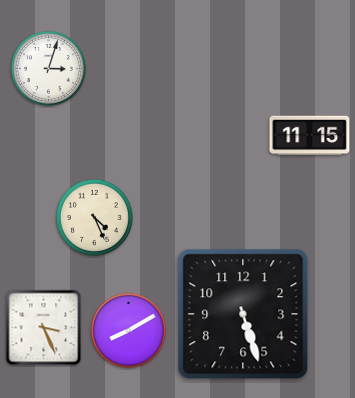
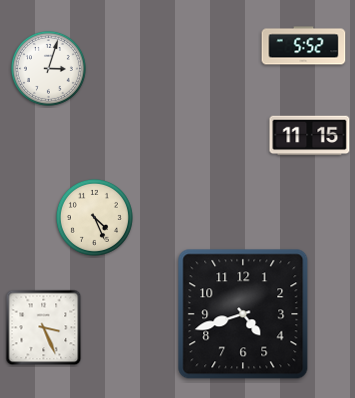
clock at (304, 46): none -> 5:52
clock at (243, 314): 5:27 -> 4:42
clock at (128, 330): 8:10 -> none
